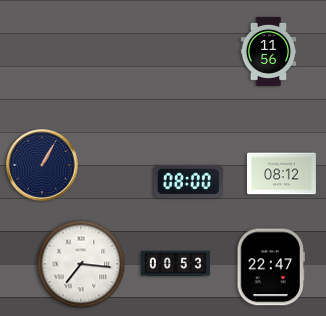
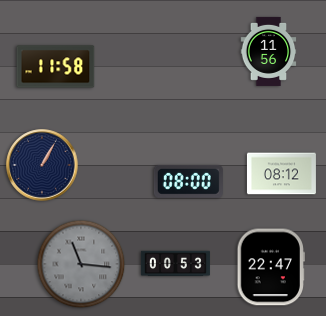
clock at (56, 67): none -> 11:58
clock at (81, 264): 7:16 -> 11:16
clock at (81, 264) dial: white -> grey
